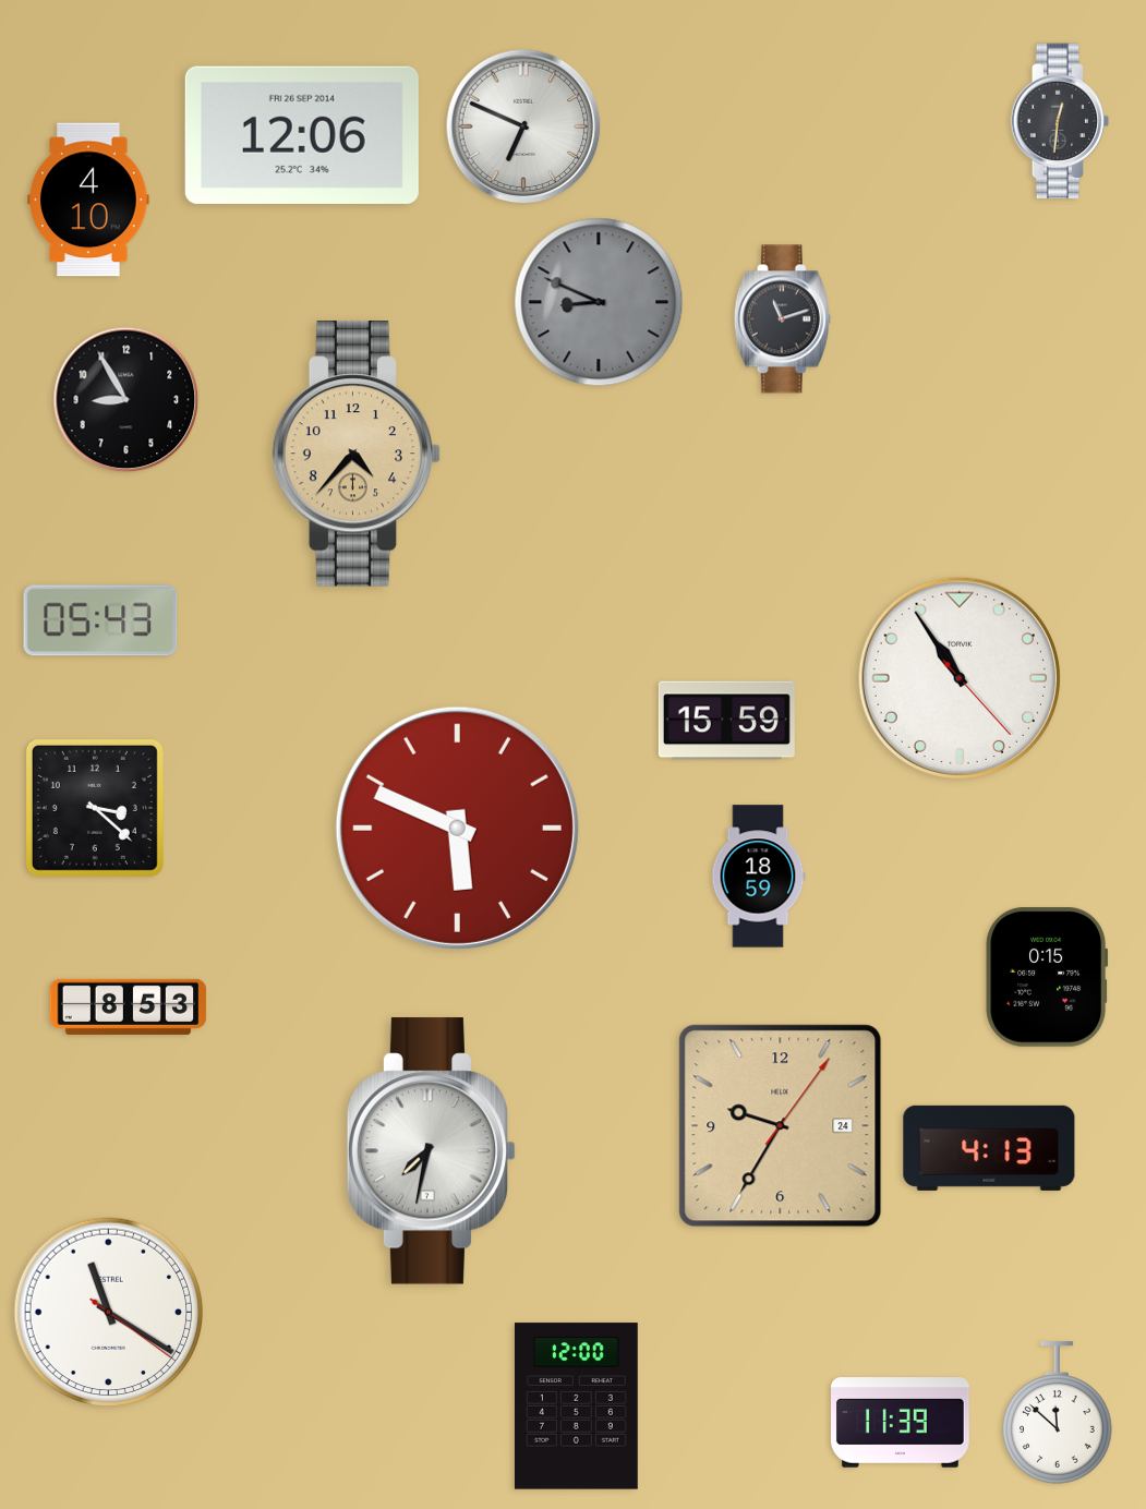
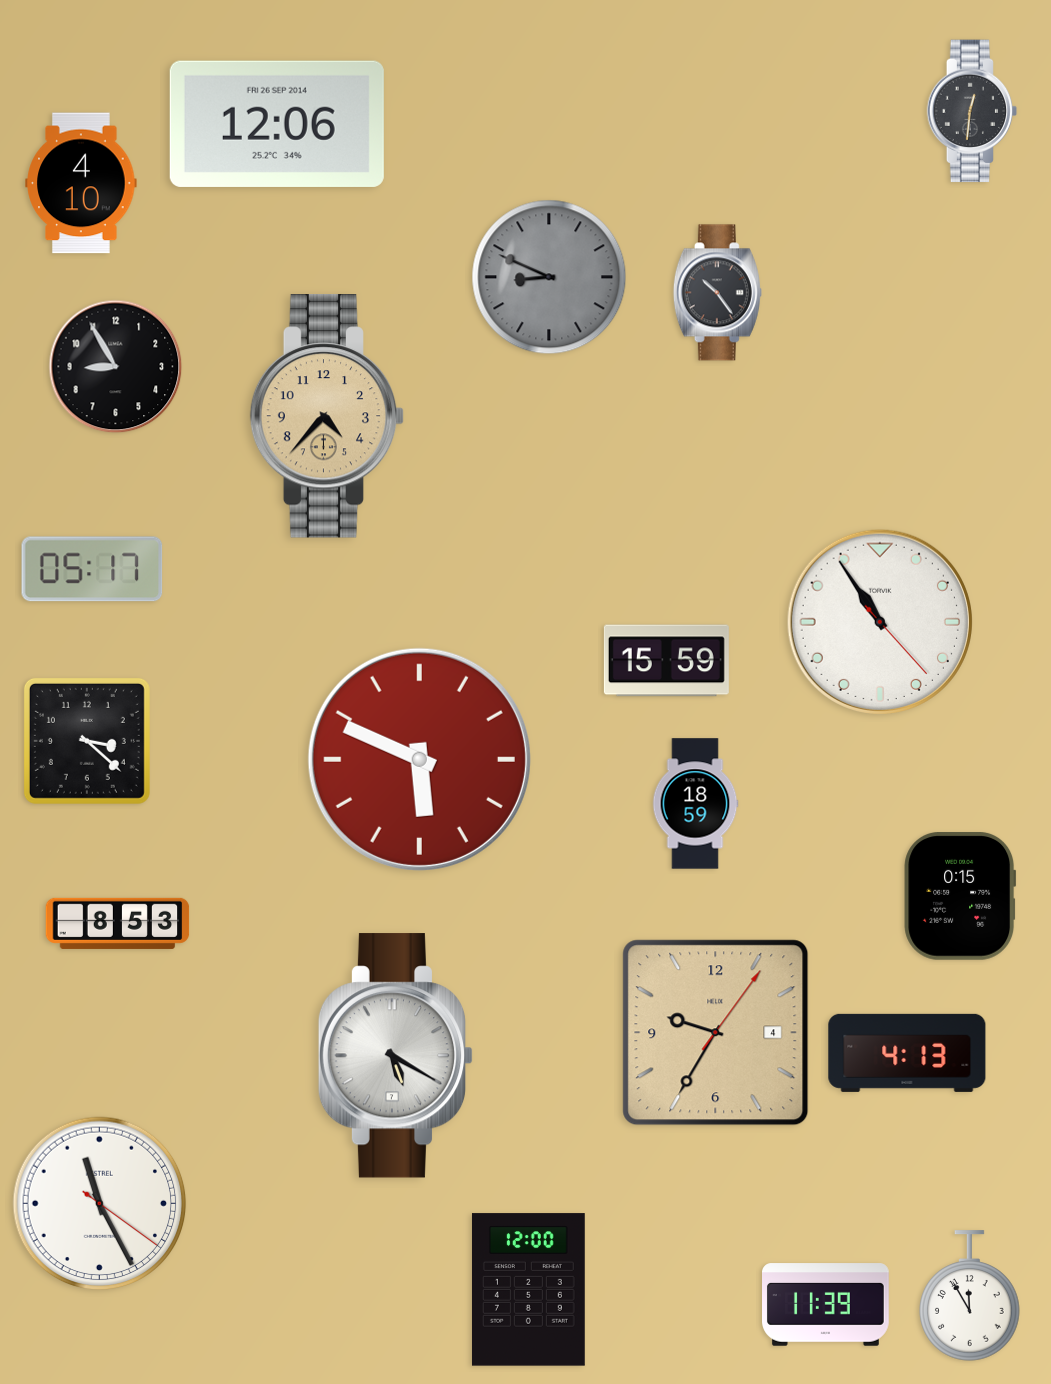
clock at (523, 126): 6:49 -> none
clock at (782, 319): 11:12 -> 10:24
clock at (100, 620): 05:43 -> 05:17
clock at (781, 1126) date: 24 -> 4
clock at (432, 1151): 7:32 -> 5:20
clock at (109, 1313): 11:20 -> 11:25
clock at (1058, 1413): 11:52 -> 11:55
